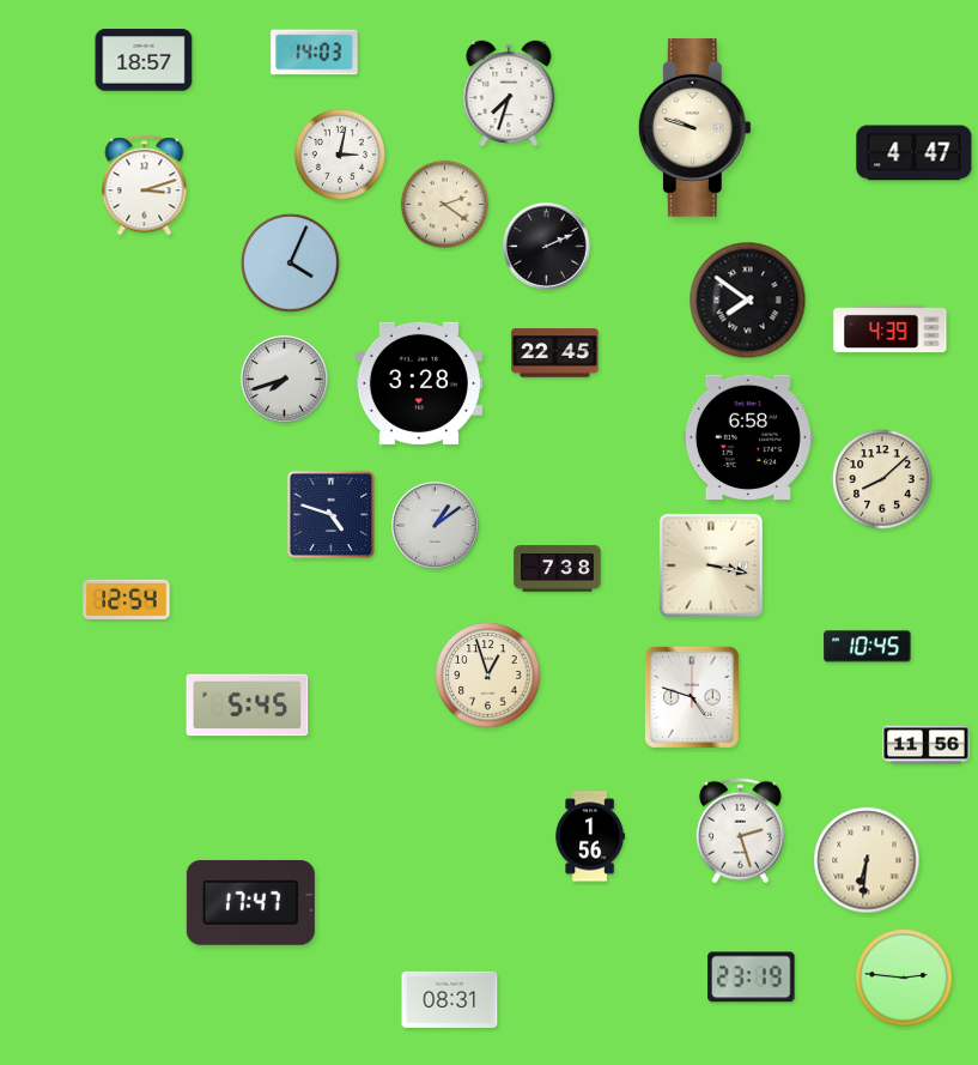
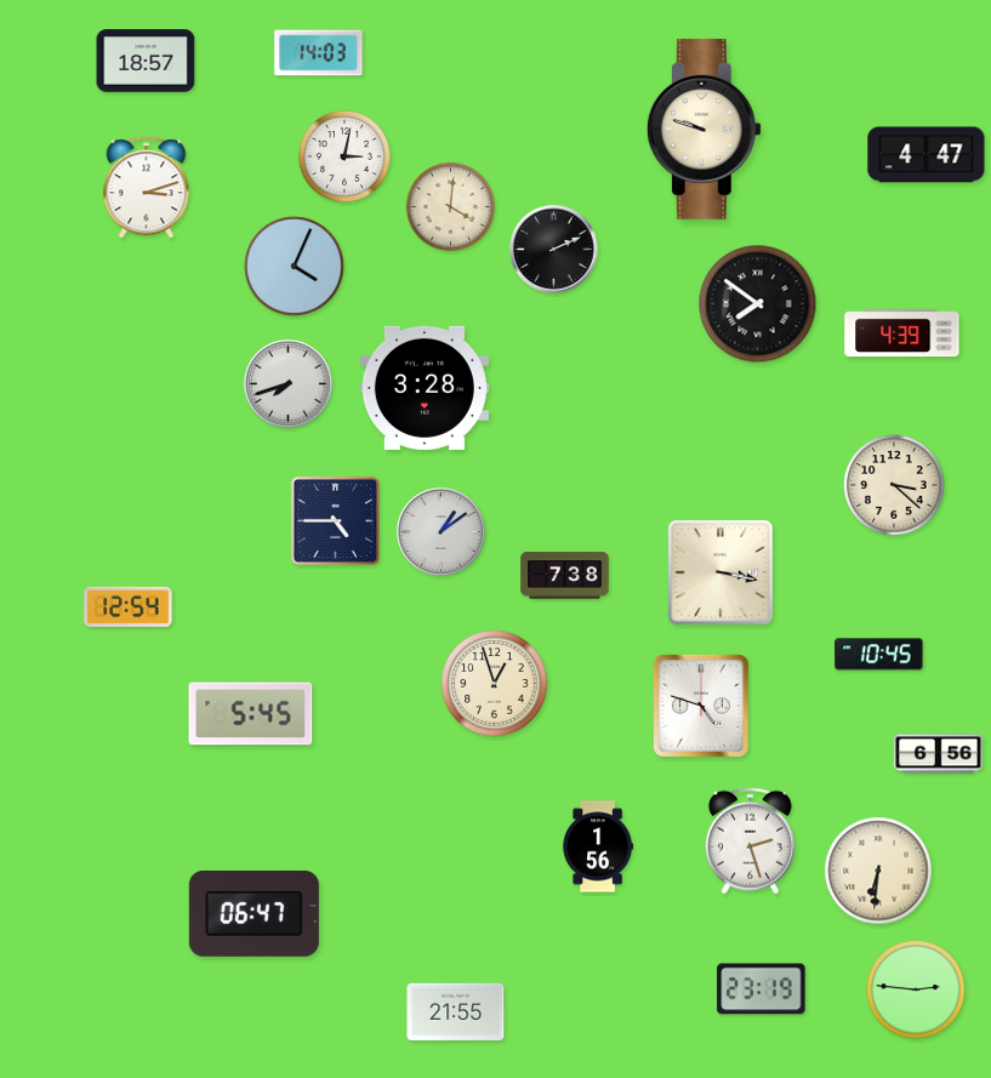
clock at (509, 92): 7:33 -> none
clock at (444, 204): 2:21 -> 4:01
clock at (555, 353): 22:45 -> none
clock at (748, 437): 6:58 -> none
clock at (882, 479): 8:08 -> 3:22
clock at (332, 515): 4:48 -> 4:45
clock at (927, 745): 11:56 -> 6:56
clock at (250, 902): 17:47 -> 06:47
clock at (450, 999): 08:31 -> 21:55
